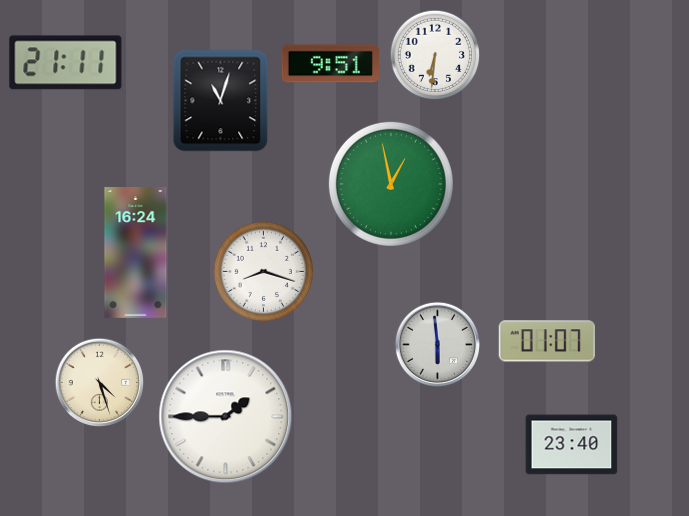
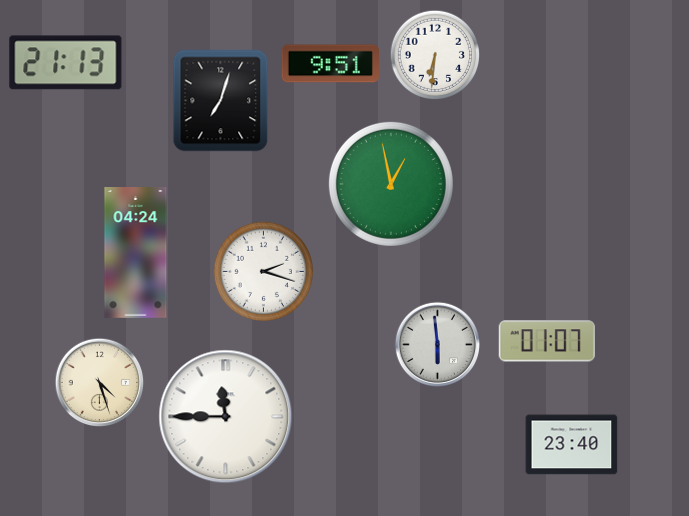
clock at (66, 63): 21:11 -> 21:13
clock at (221, 101): 11:03 -> 7:03
clock at (136, 253): 16:24 -> 04:24
clock at (263, 271): 8:18 -> 2:18
clock at (226, 417): 1:45 -> 11:45
